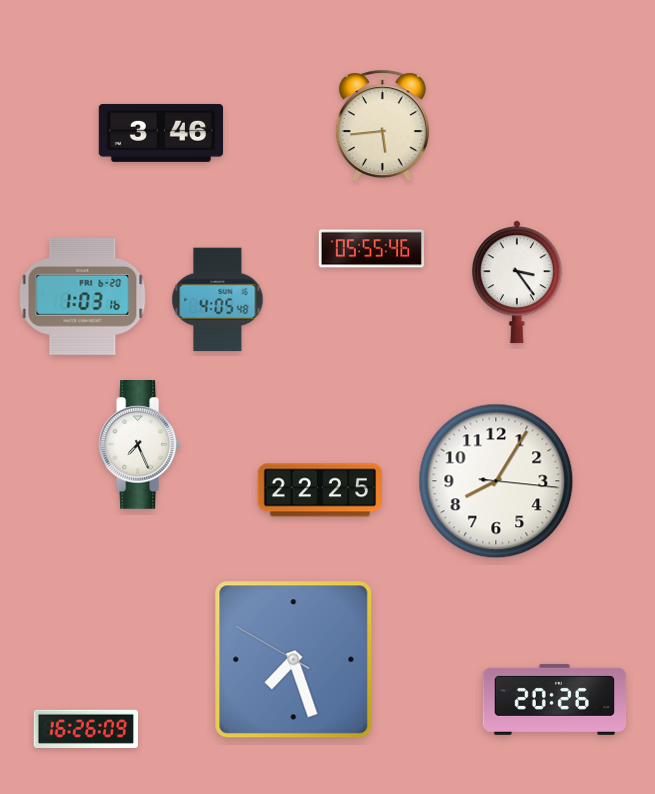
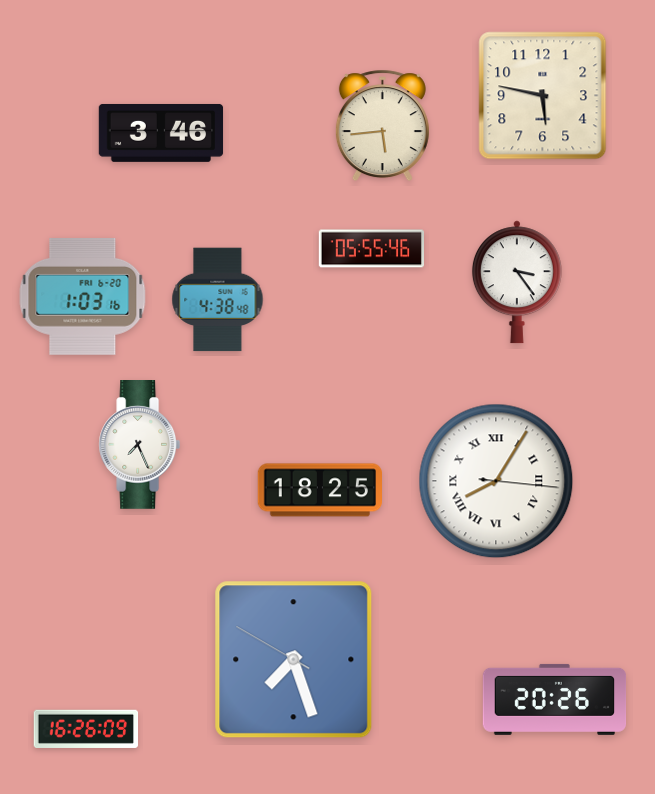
clock at (543, 96): none -> 5:47
clock at (218, 300): 4:05 -> 4:38
clock at (496, 481) numerals: Arabic -> Roman
clock at (319, 490): 22:25 -> 18:25
